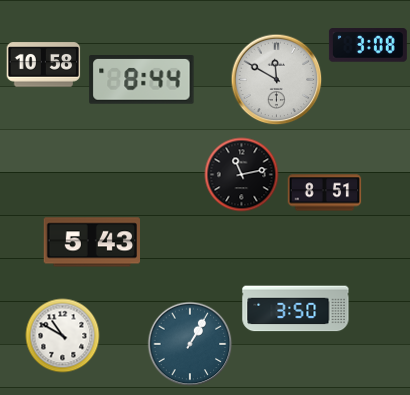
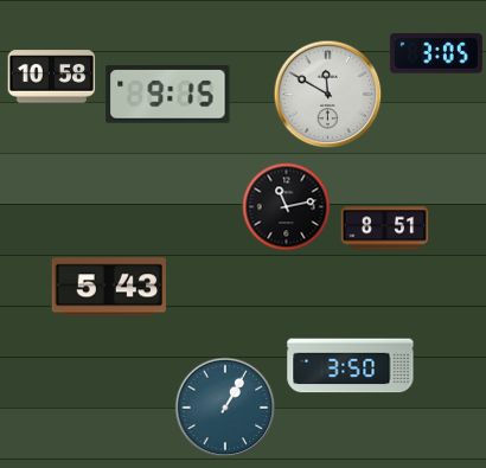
clock at (368, 45): 3:08 -> 3:05
clock at (142, 80): 8:44 -> 9:15
clock at (63, 336): 10:50 -> none
